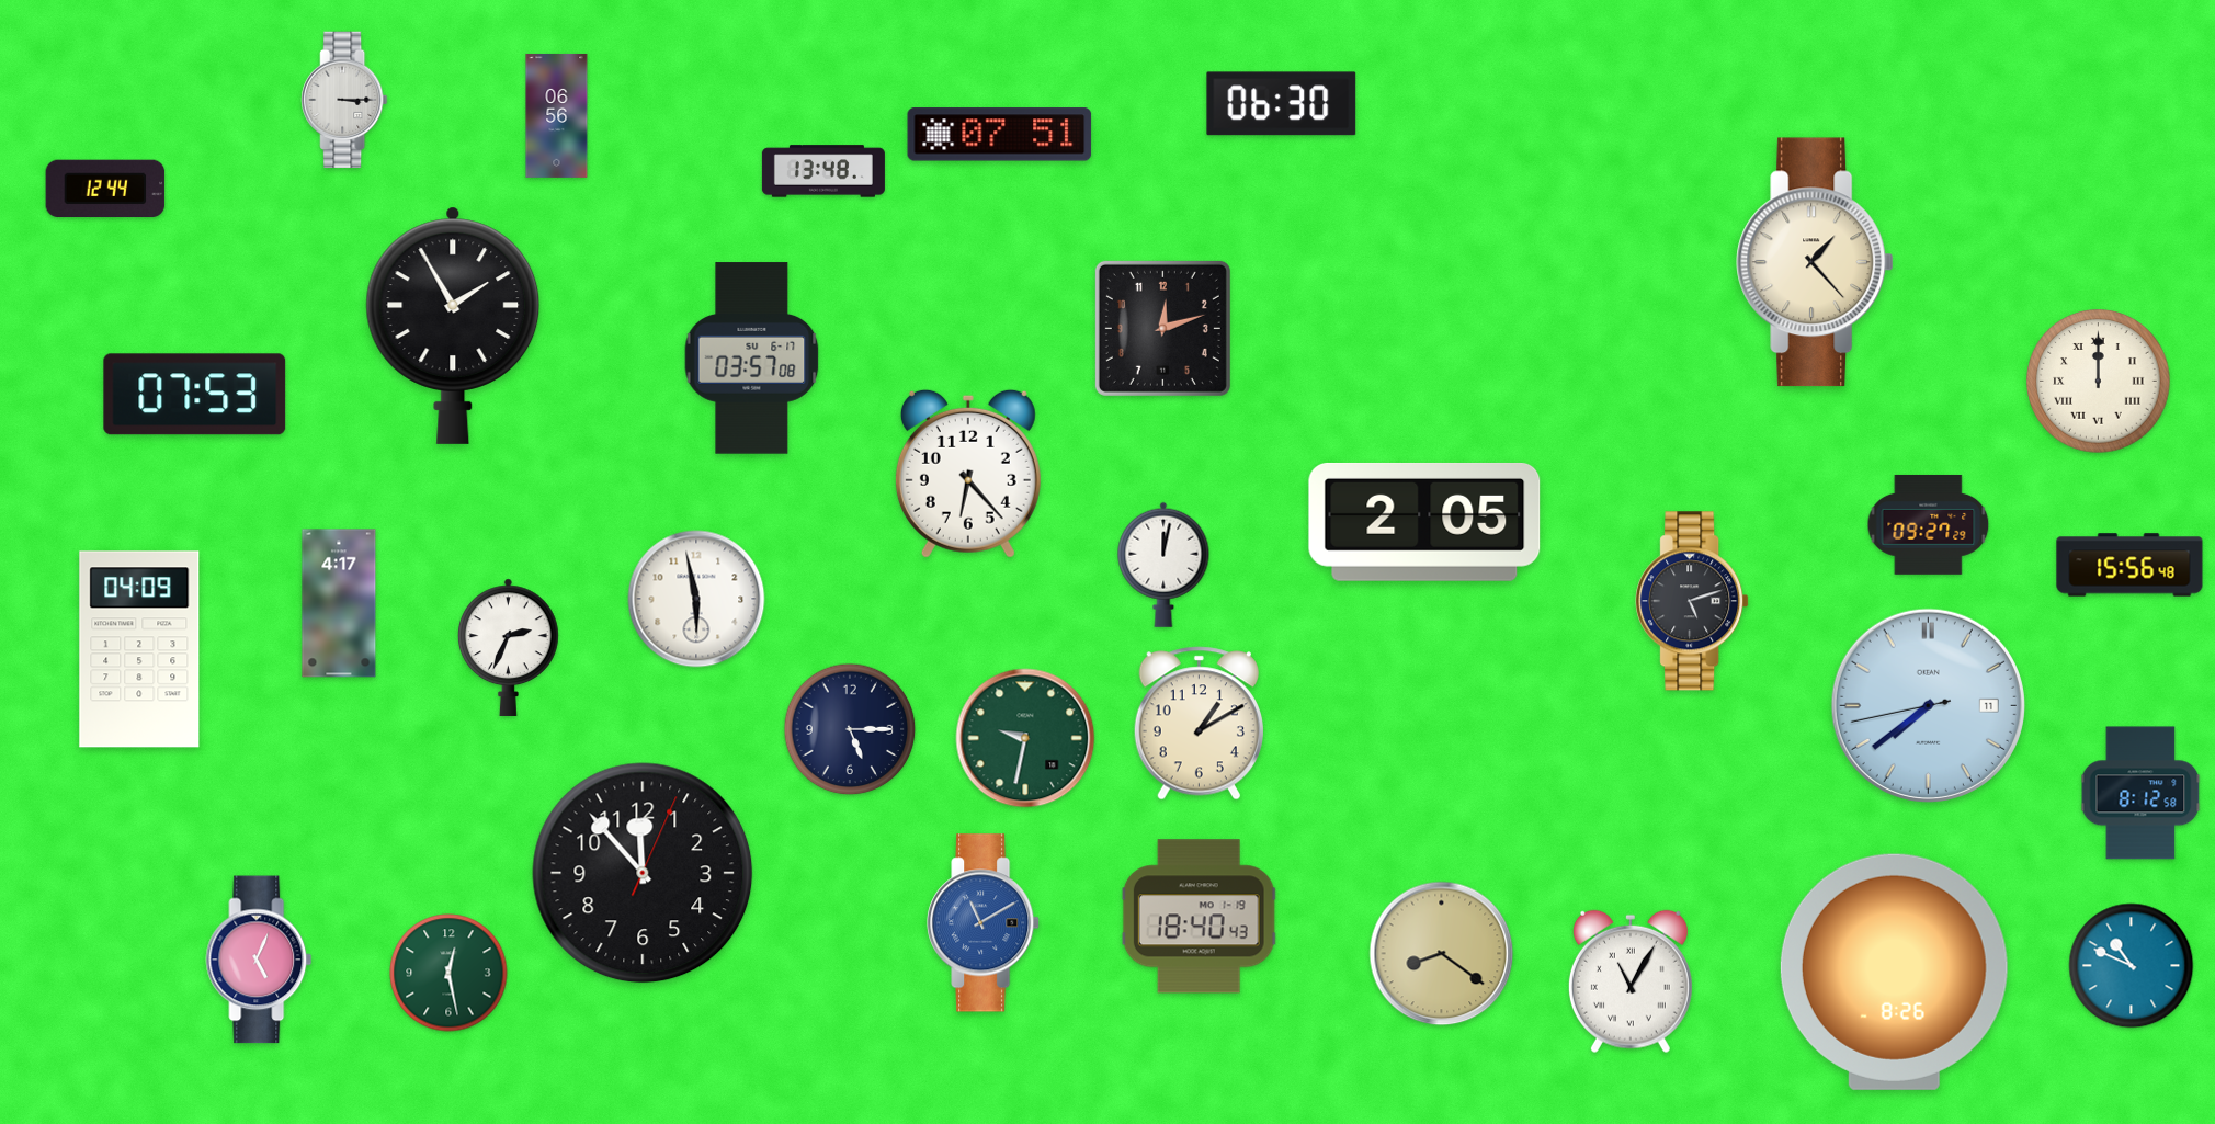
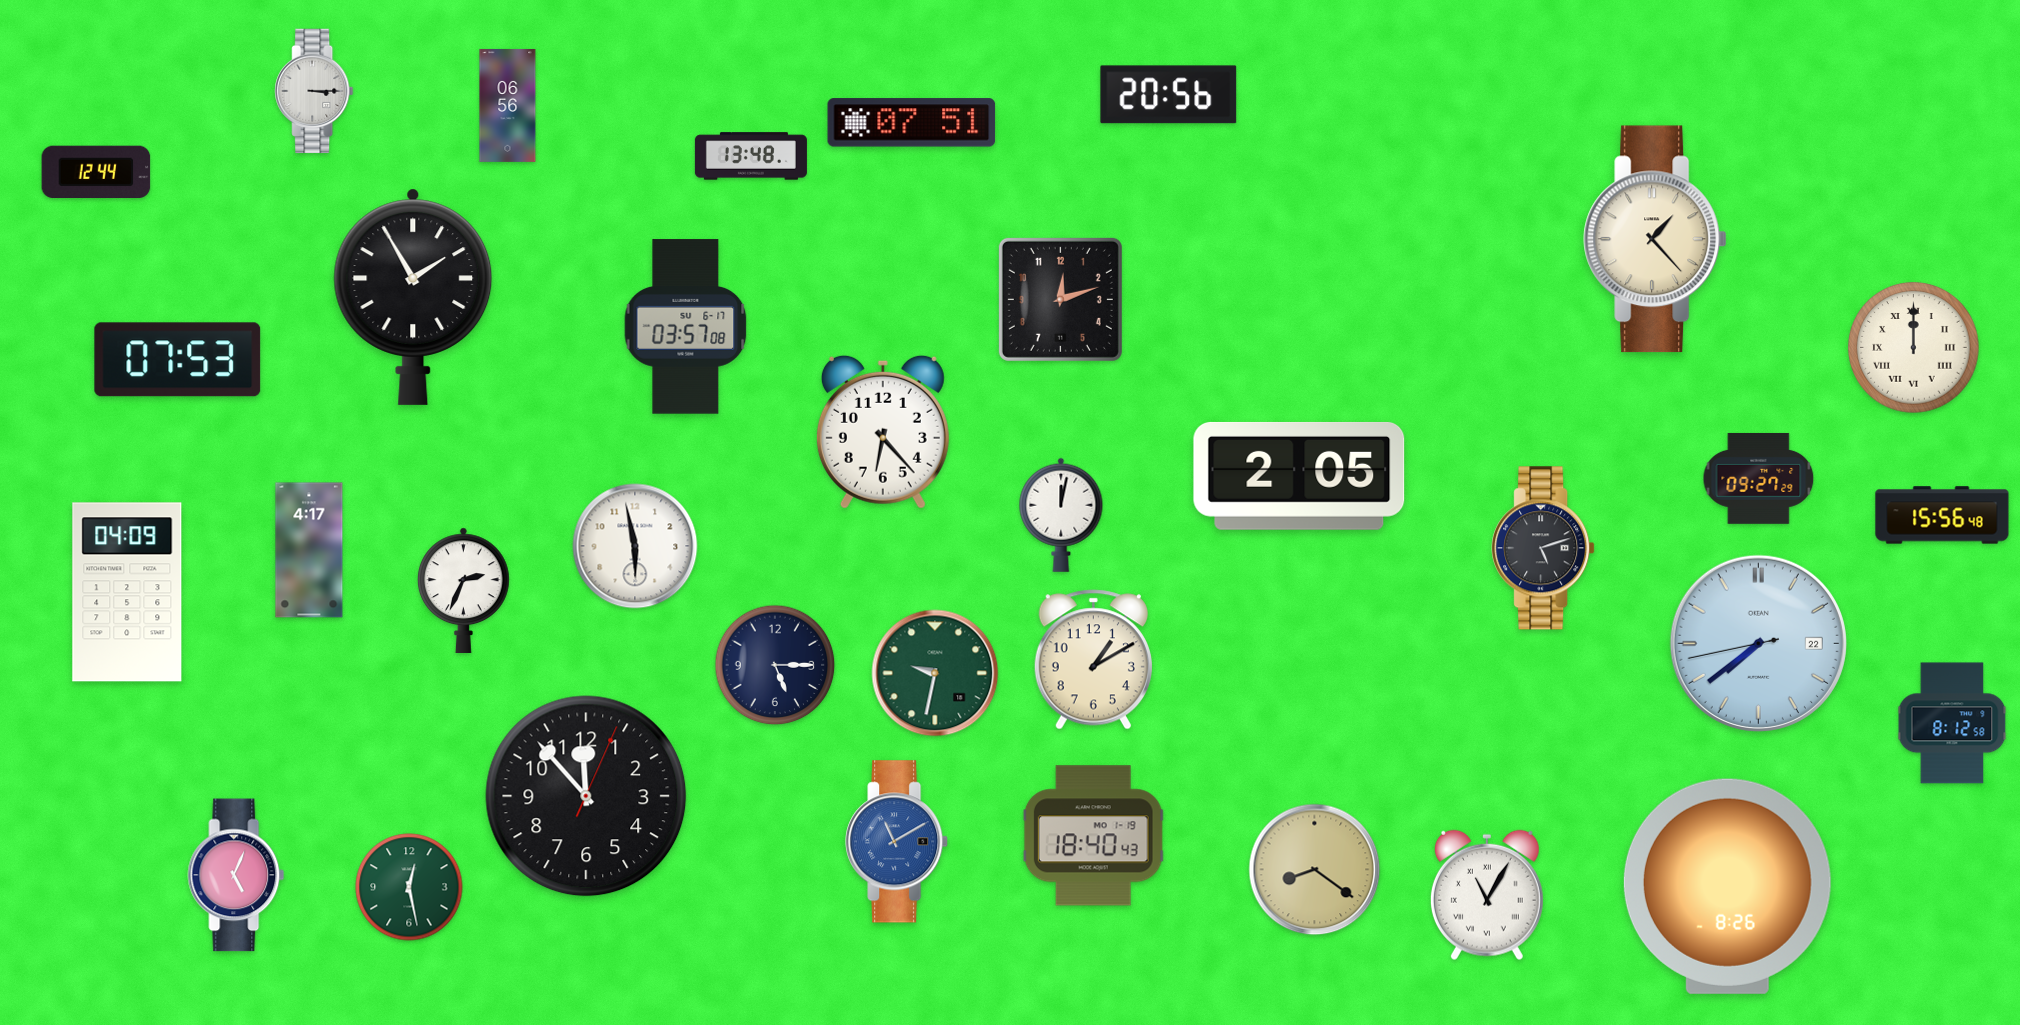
clock at (1282, 104): 06:30 -> 20:56
clock at (1928, 705) date: 11 -> 22
clock at (2132, 966): 10:49 -> none
